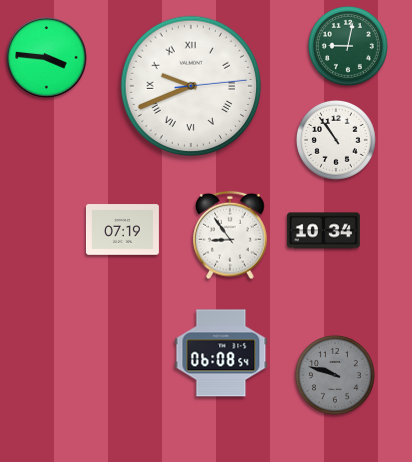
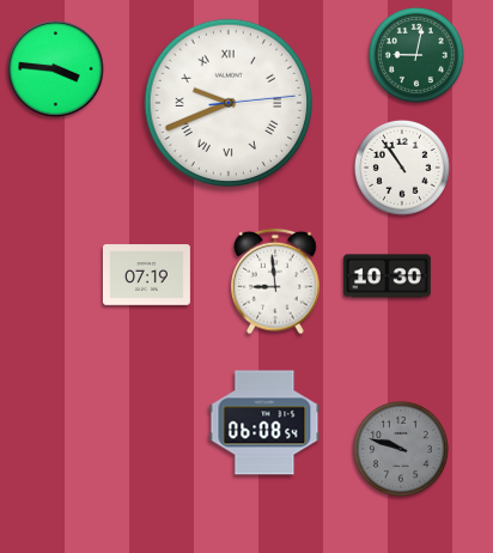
clock at (323, 231): 10:34 -> 10:30
clock at (230, 235): 8:54 -> 8:59
